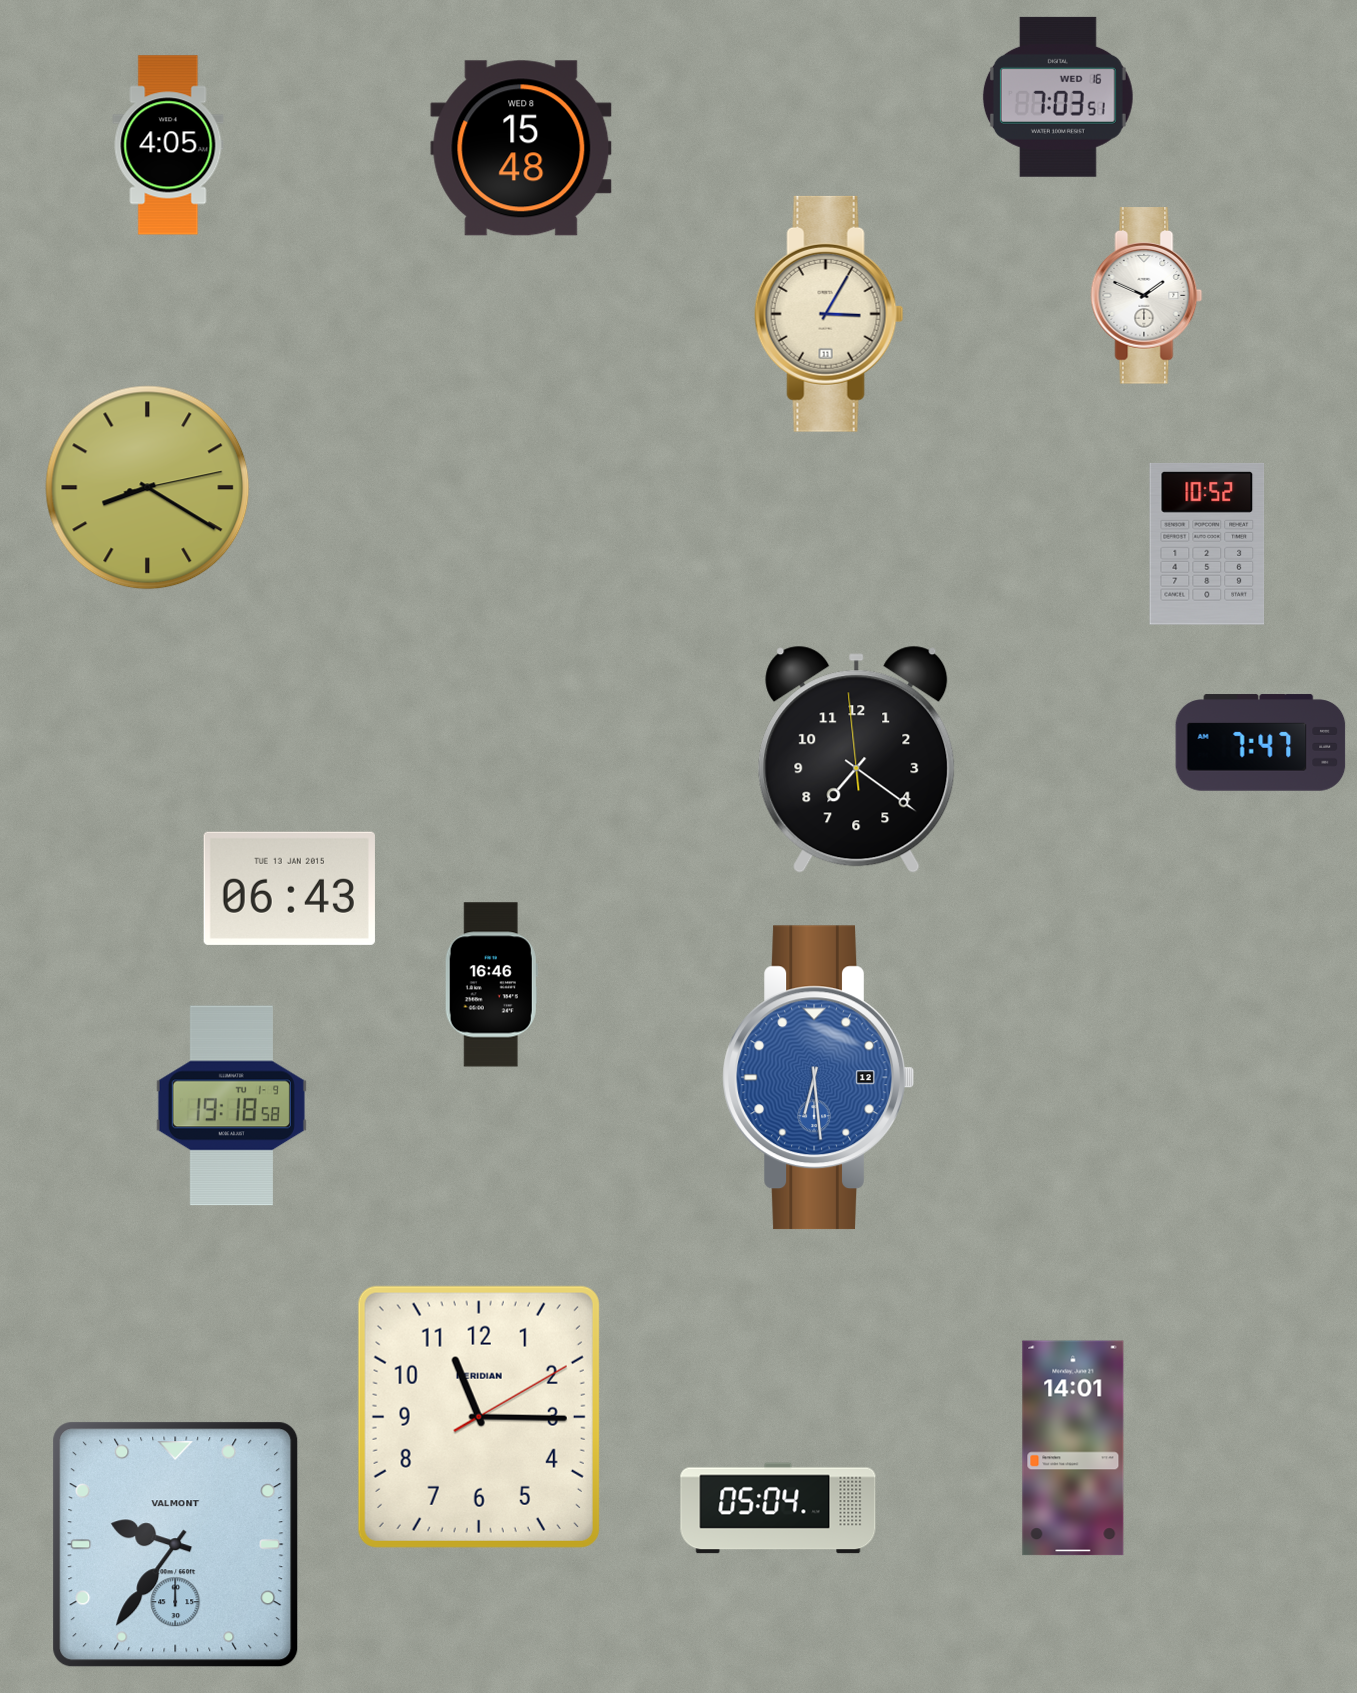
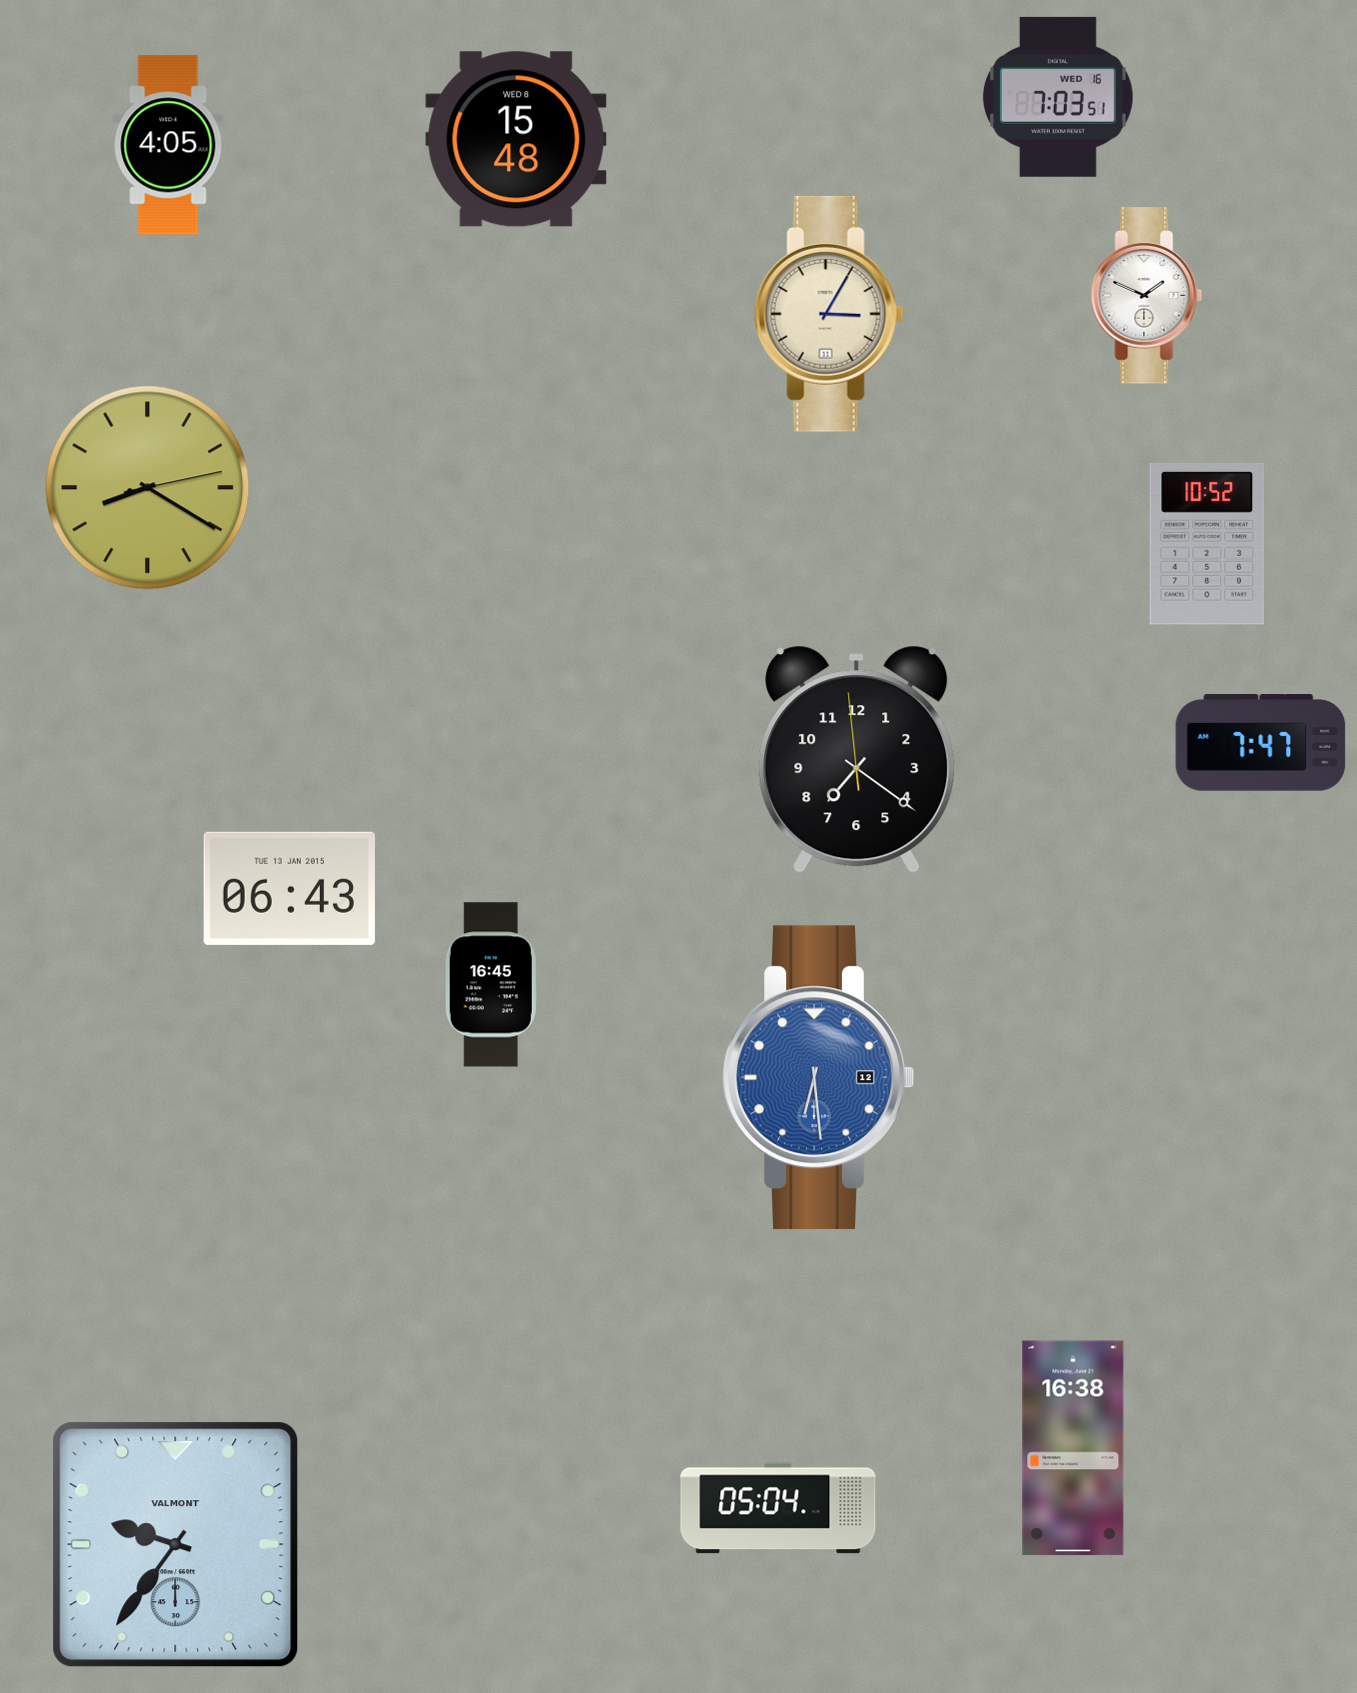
clock at (521, 148) position: (521, 148) -> (516, 139)
clock at (491, 985): 16:46 -> 16:45
clock at (231, 1106): 19:18 -> none
clock at (479, 1417): 11:15 -> none
clock at (1073, 1448): 14:01 -> 16:38
